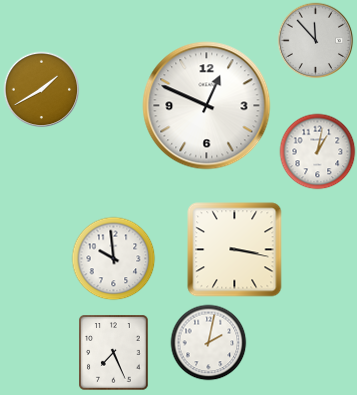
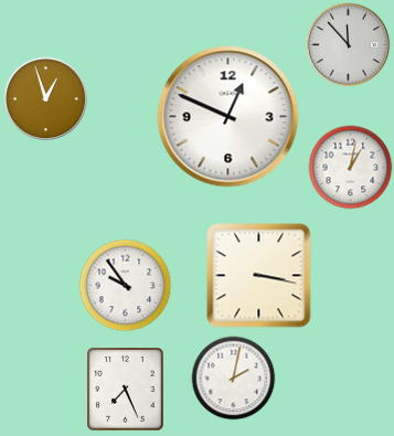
clock at (42, 90): 1:40 -> 12:57
clock at (114, 259): 9:59 -> 9:54
clock at (209, 343) position: (209, 343) -> (234, 379)
